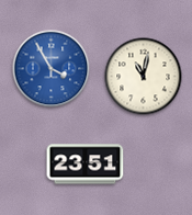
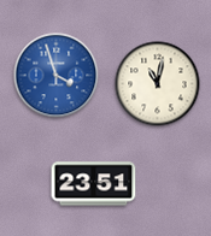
clock at (52, 69): 3:55 -> 3:57
clock at (86, 165) position: (86, 165) -> (94, 184)
